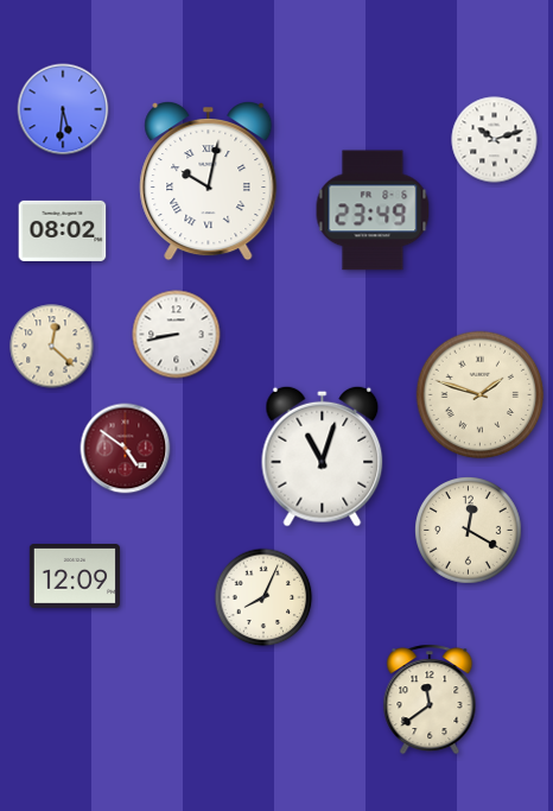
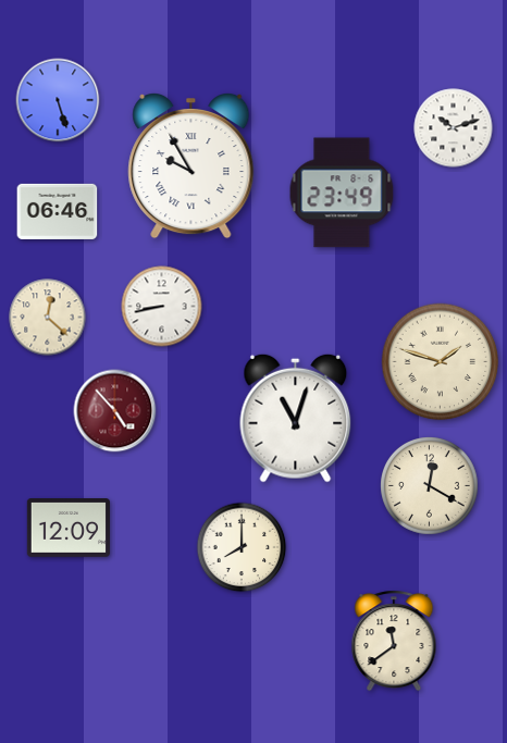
clock at (63, 109): 5:31 -> 5:27
clock at (209, 182): 10:02 -> 9:55
clock at (63, 230): 08:02 -> 06:46
clock at (126, 449): 4:51 -> 4:53
clock at (263, 597): 8:04 -> 8:00
